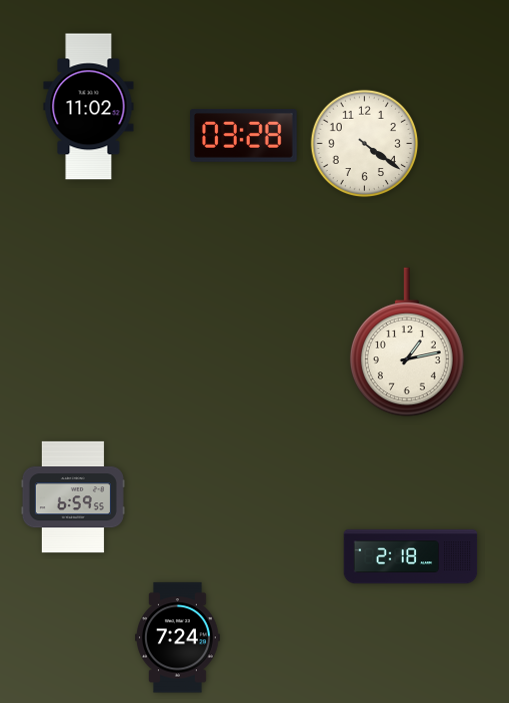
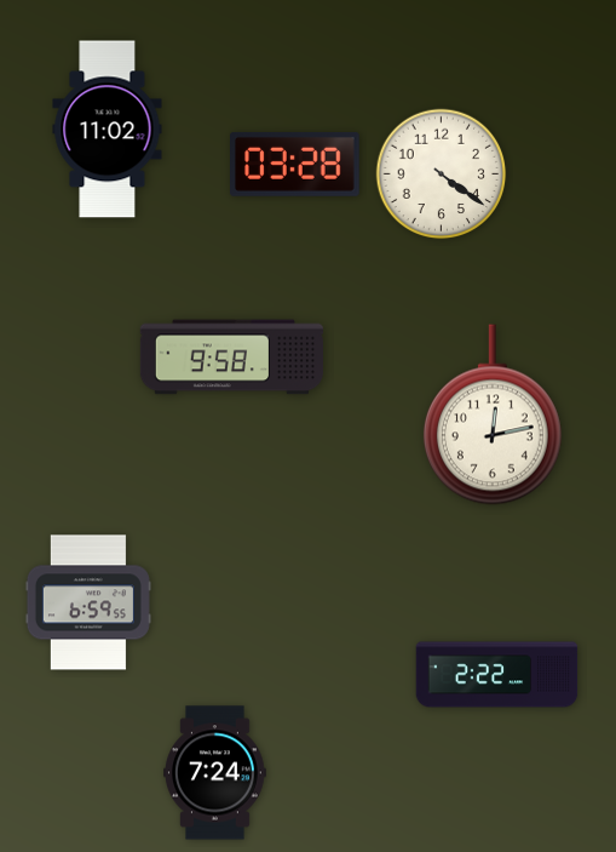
clock at (231, 358): none -> 9:58
clock at (407, 342): 1:13 -> 12:13
clock at (411, 557): 2:18 -> 2:22
